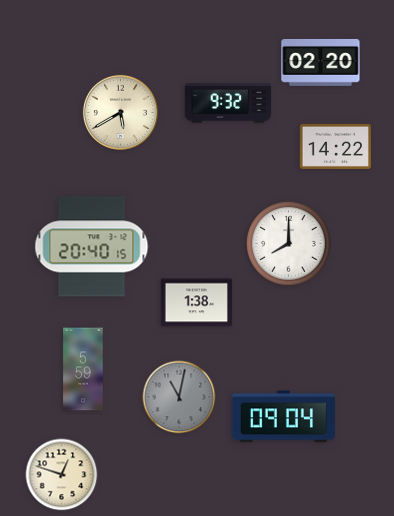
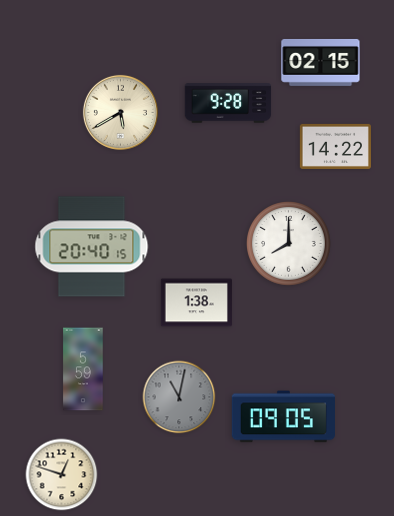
clock at (321, 62): 02:20 -> 02:15
clock at (228, 103): 9:32 -> 9:28
clock at (283, 417): 09:04 -> 09:05
